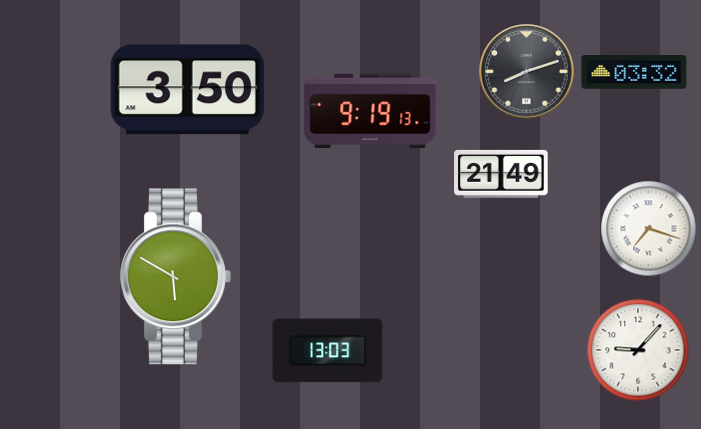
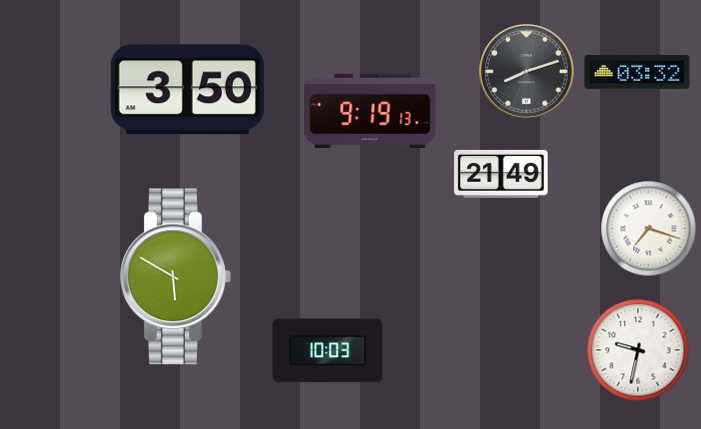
clock at (634, 73) position: (634, 73) -> (637, 73)
clock at (638, 350): 9:07 -> 9:32
clock at (328, 351): 13:03 -> 10:03
